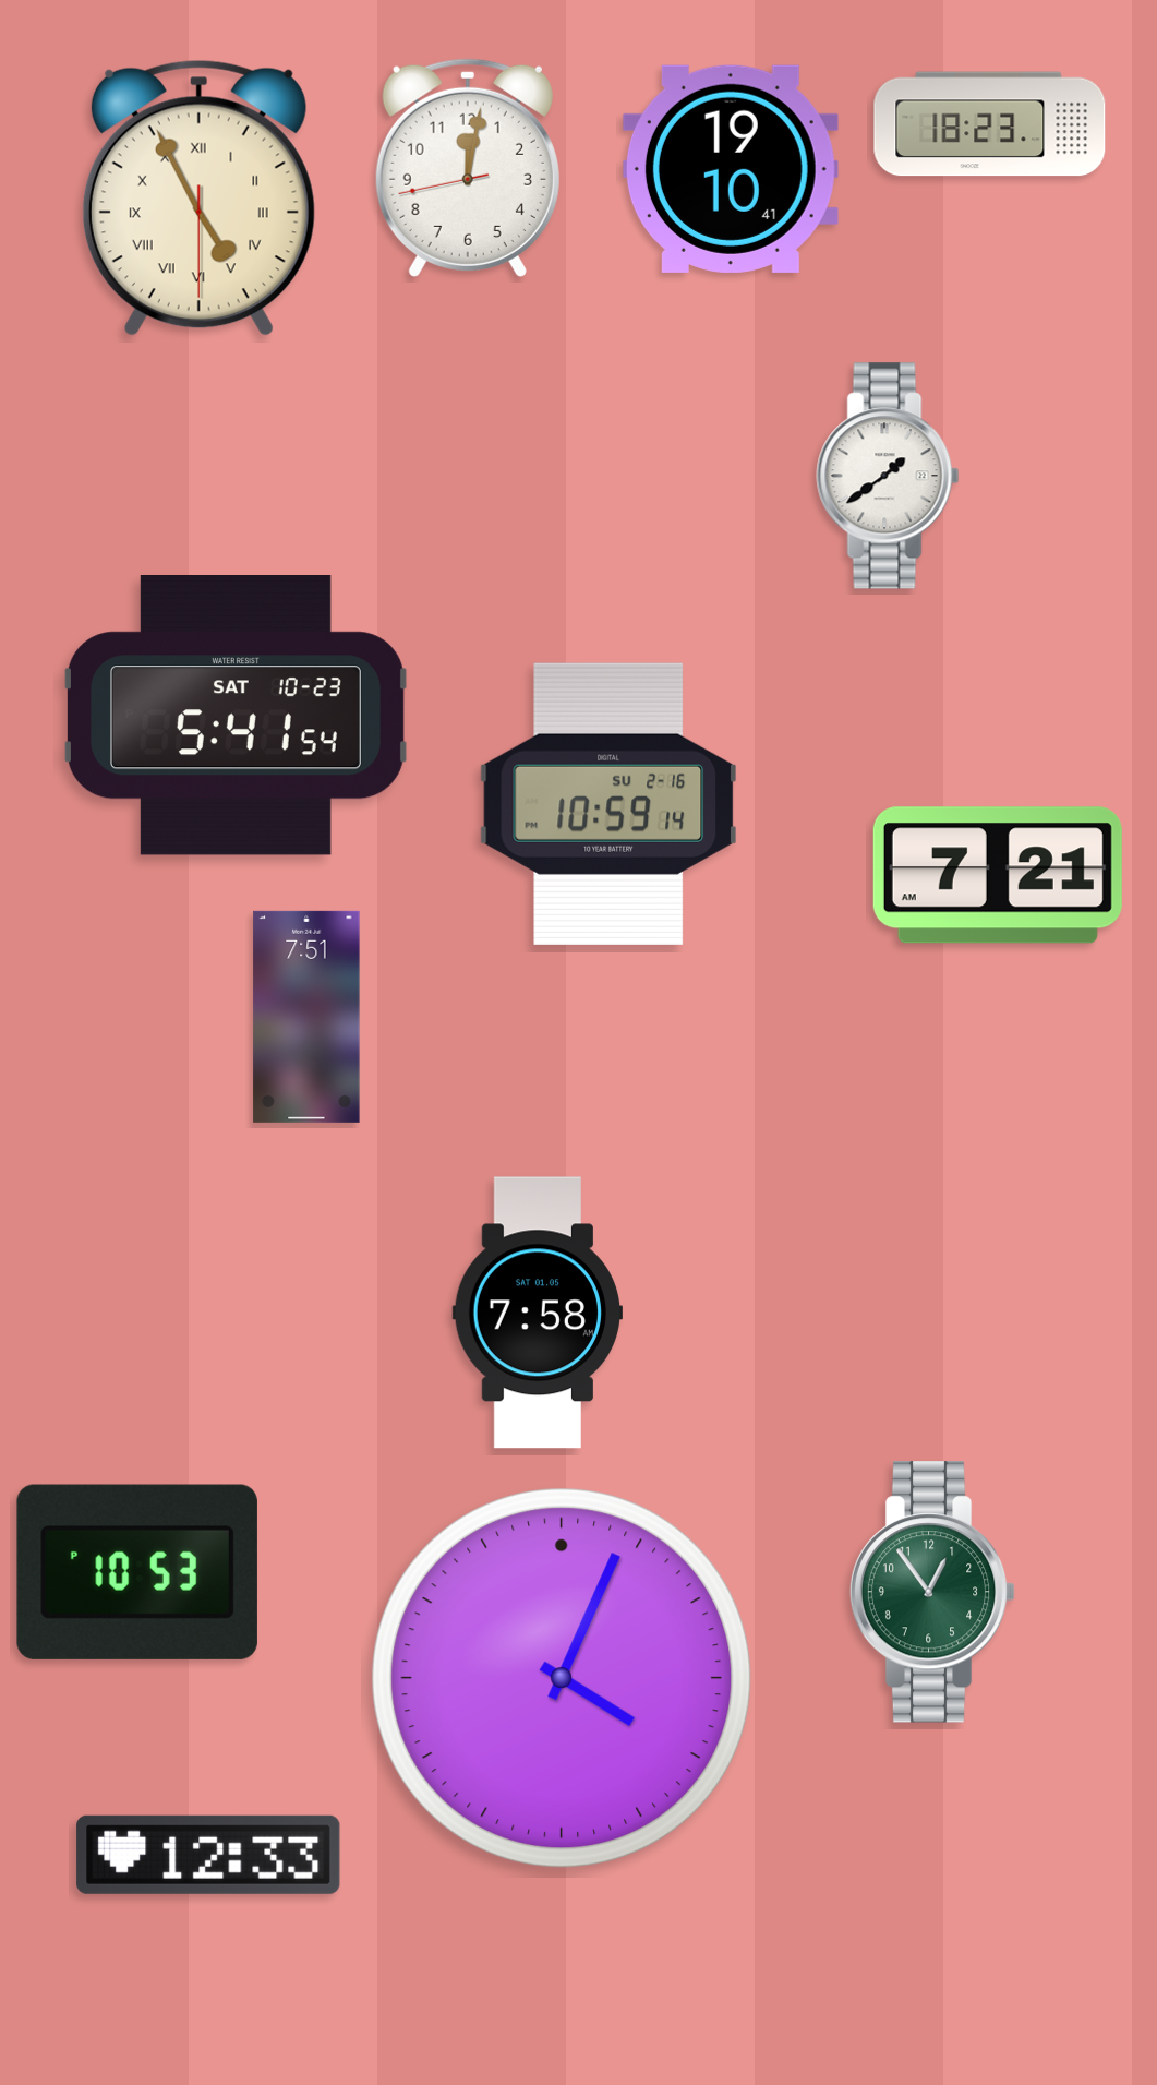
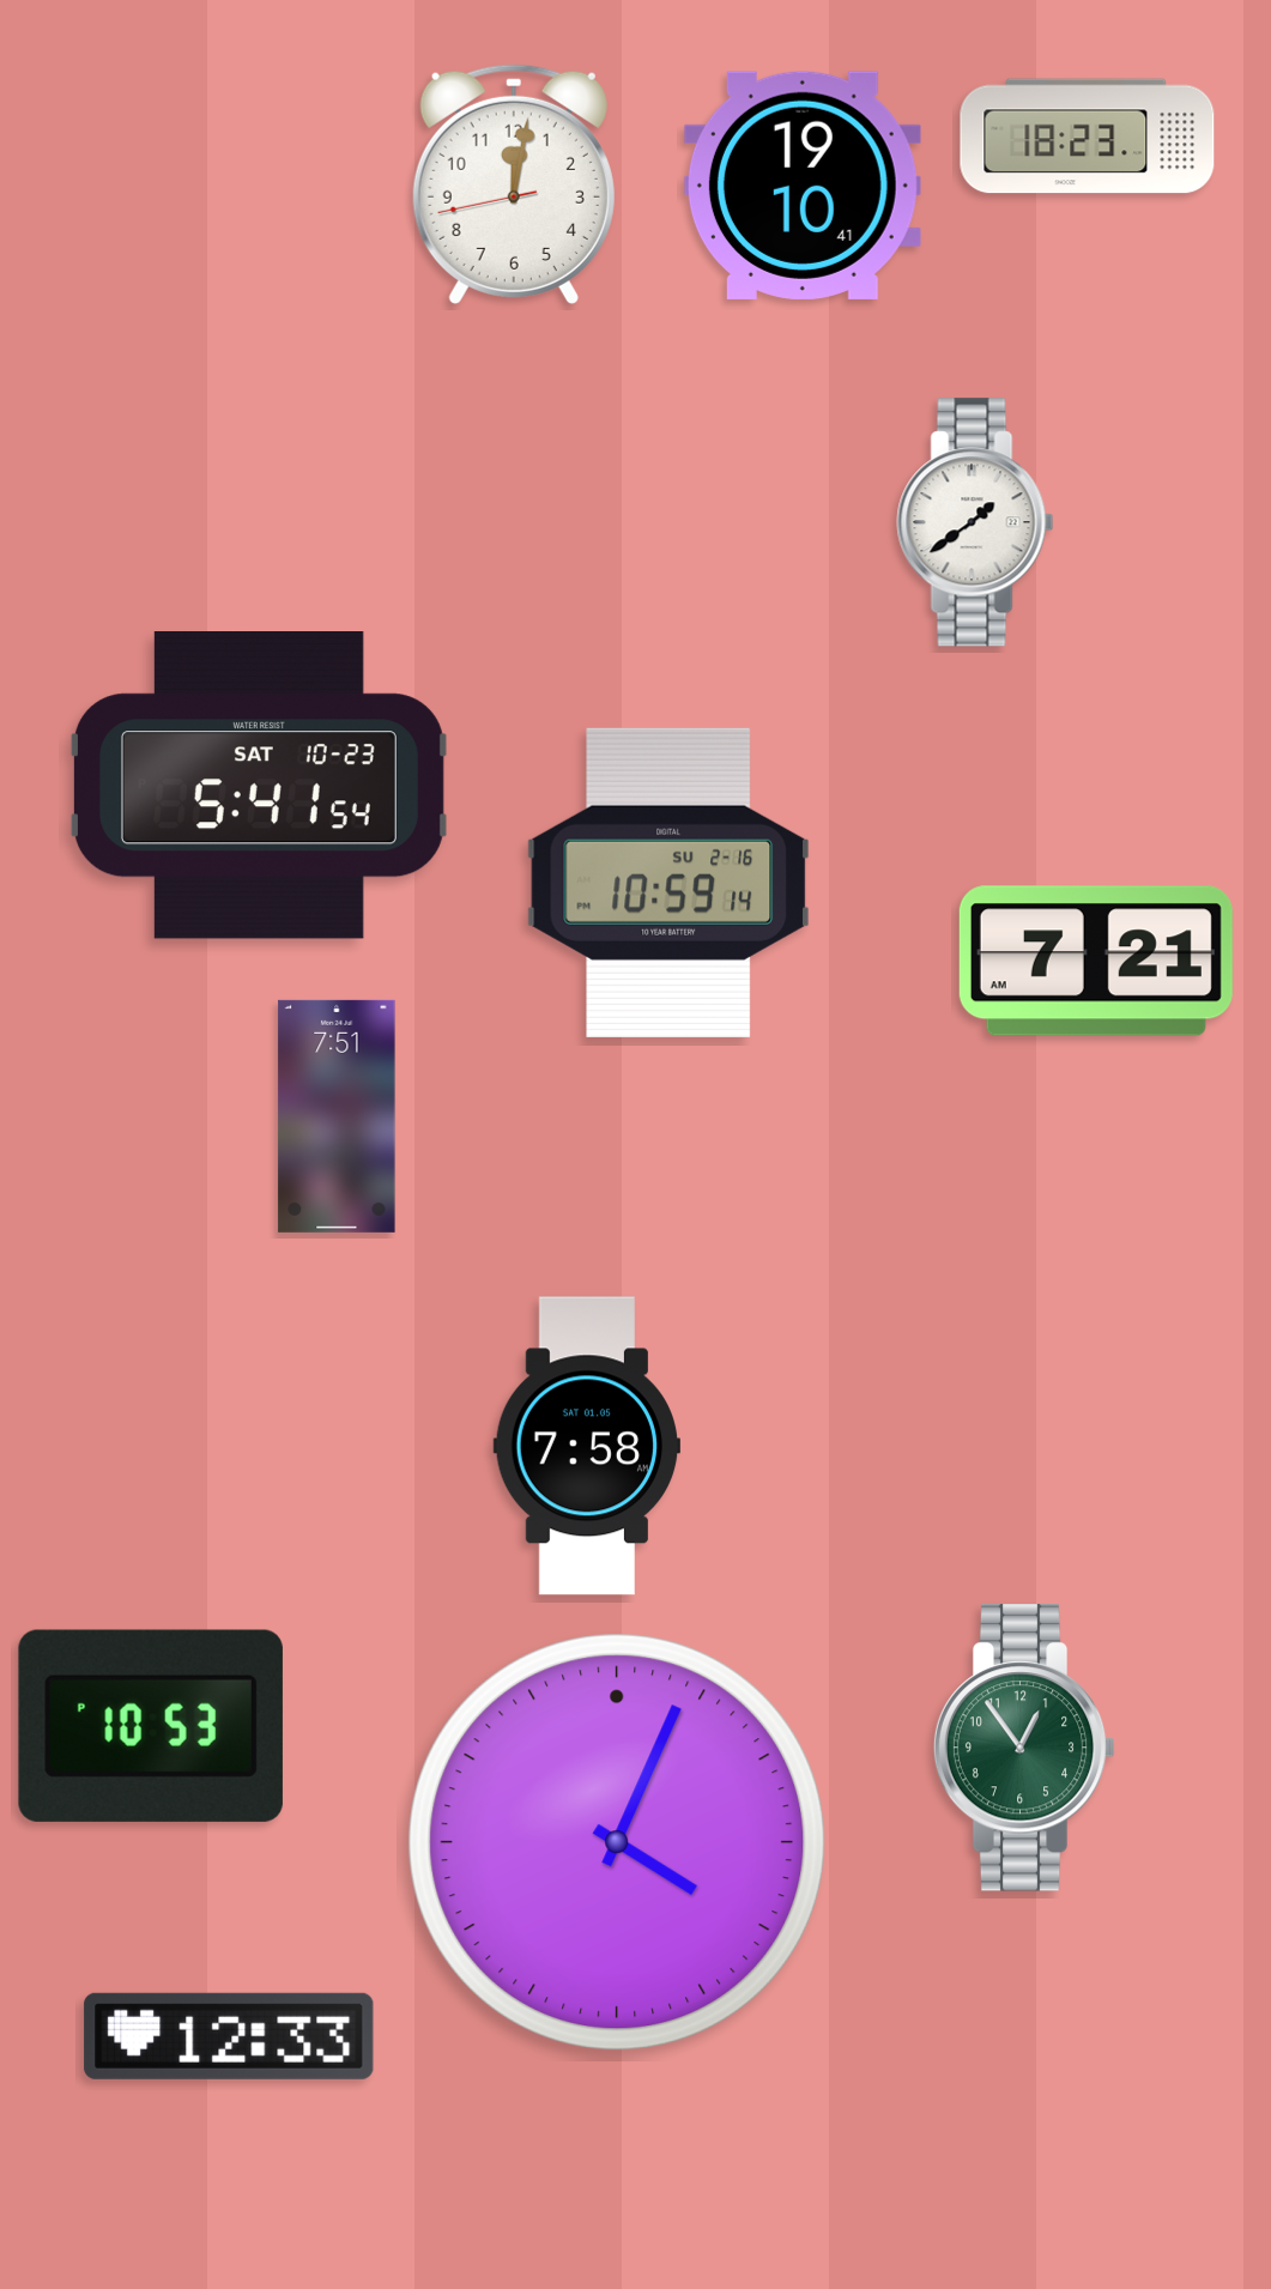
clock at (198, 197): 4:55 -> none
clock at (537, 1313) position: (537, 1313) -> (586, 1446)
